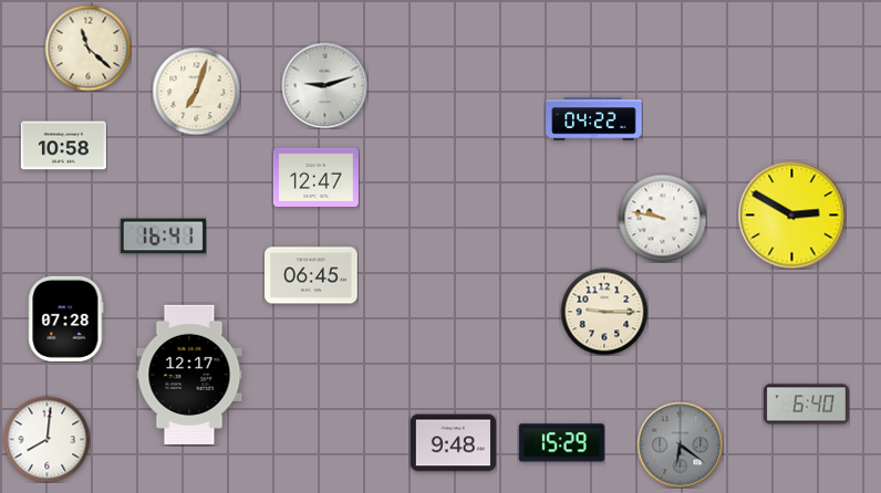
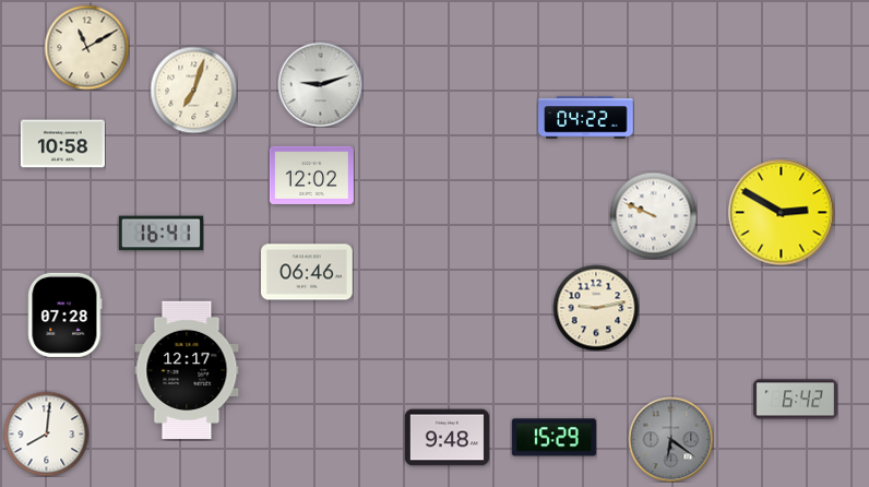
clock at (87, 48): 11:22 -> 11:10
clock at (315, 177): 12:47 -> 12:02
clock at (662, 218): 9:47 -> 9:49
clock at (311, 275): 06:45 -> 06:46
clock at (604, 312): 9:15 -> 9:13
clock at (806, 405): 6:40 -> 6:42
